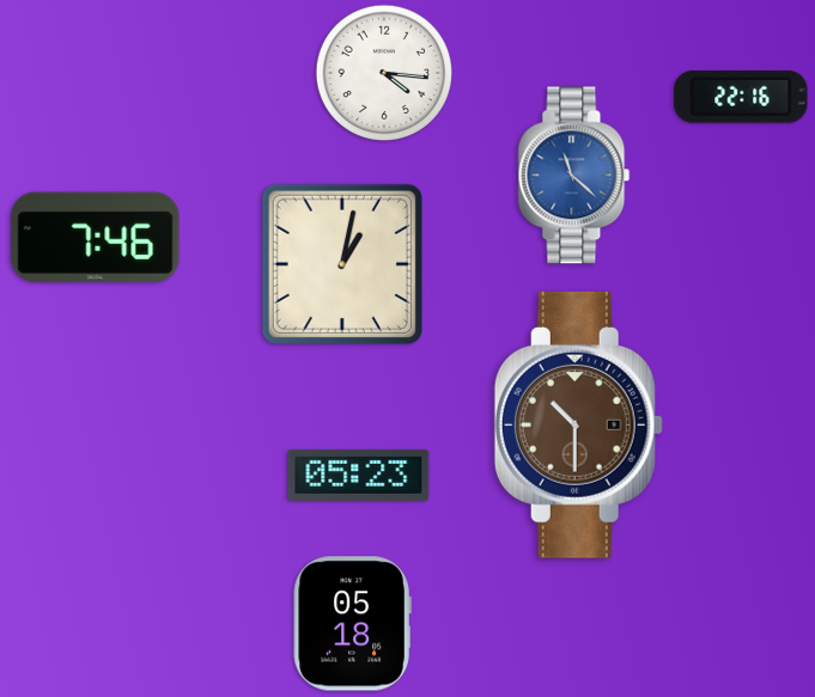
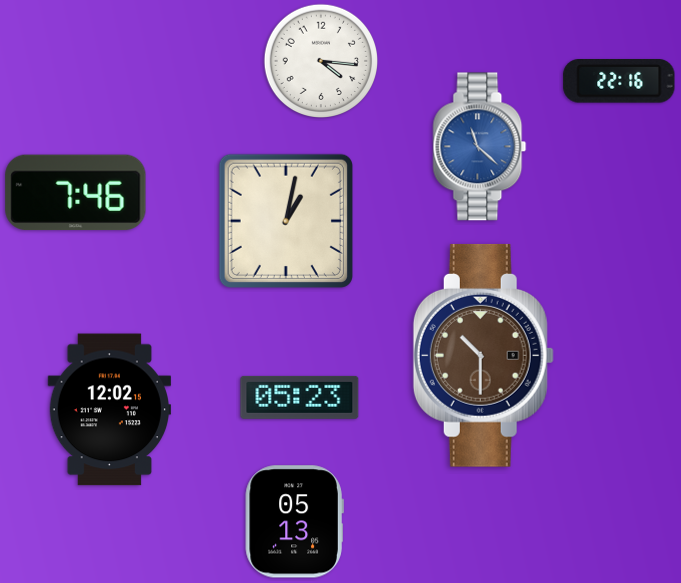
clock at (96, 238) position: (96, 238) -> (76, 193)
clock at (109, 410): none -> 12:02
clock at (352, 624): 05:18 -> 05:13
